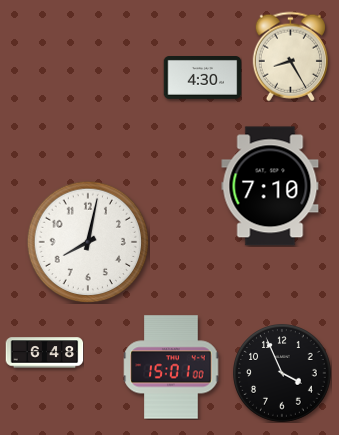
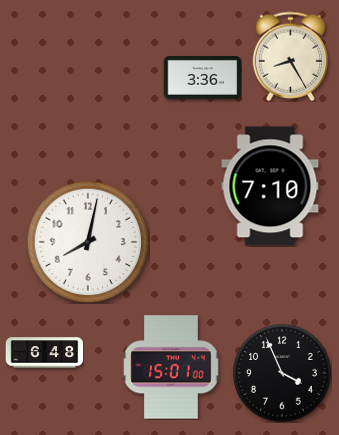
clock at (202, 78): 4:30 -> 3:36
